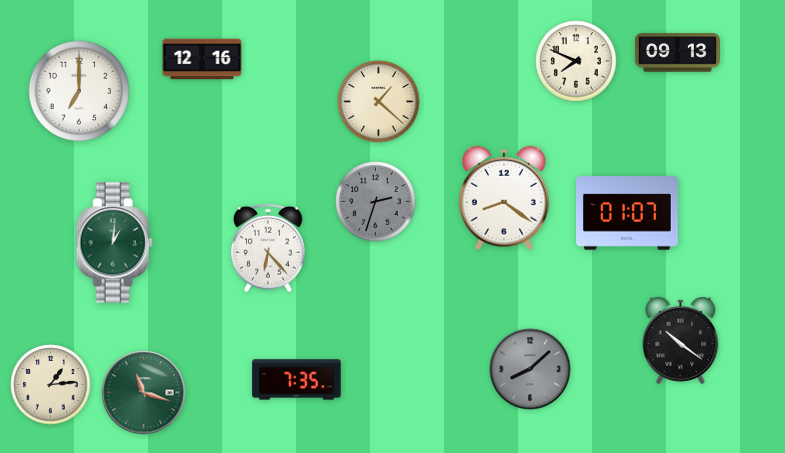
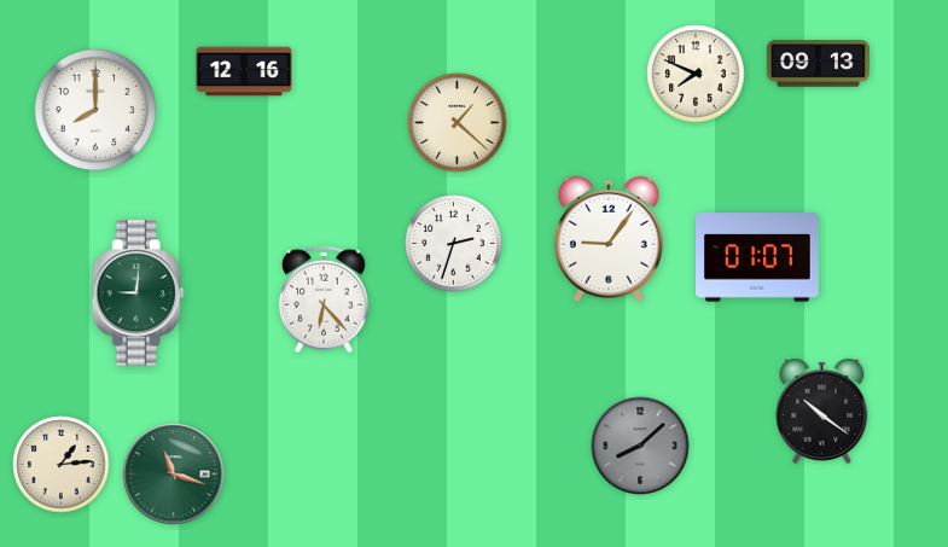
clock at (79, 91): 7:00 -> 8:00
clock at (504, 198): 8:21 -> 9:06
clock at (376, 202) dial: grey -> white
clock at (114, 243): 1:01 -> 9:01
clock at (297, 380): 7:35 -> none
